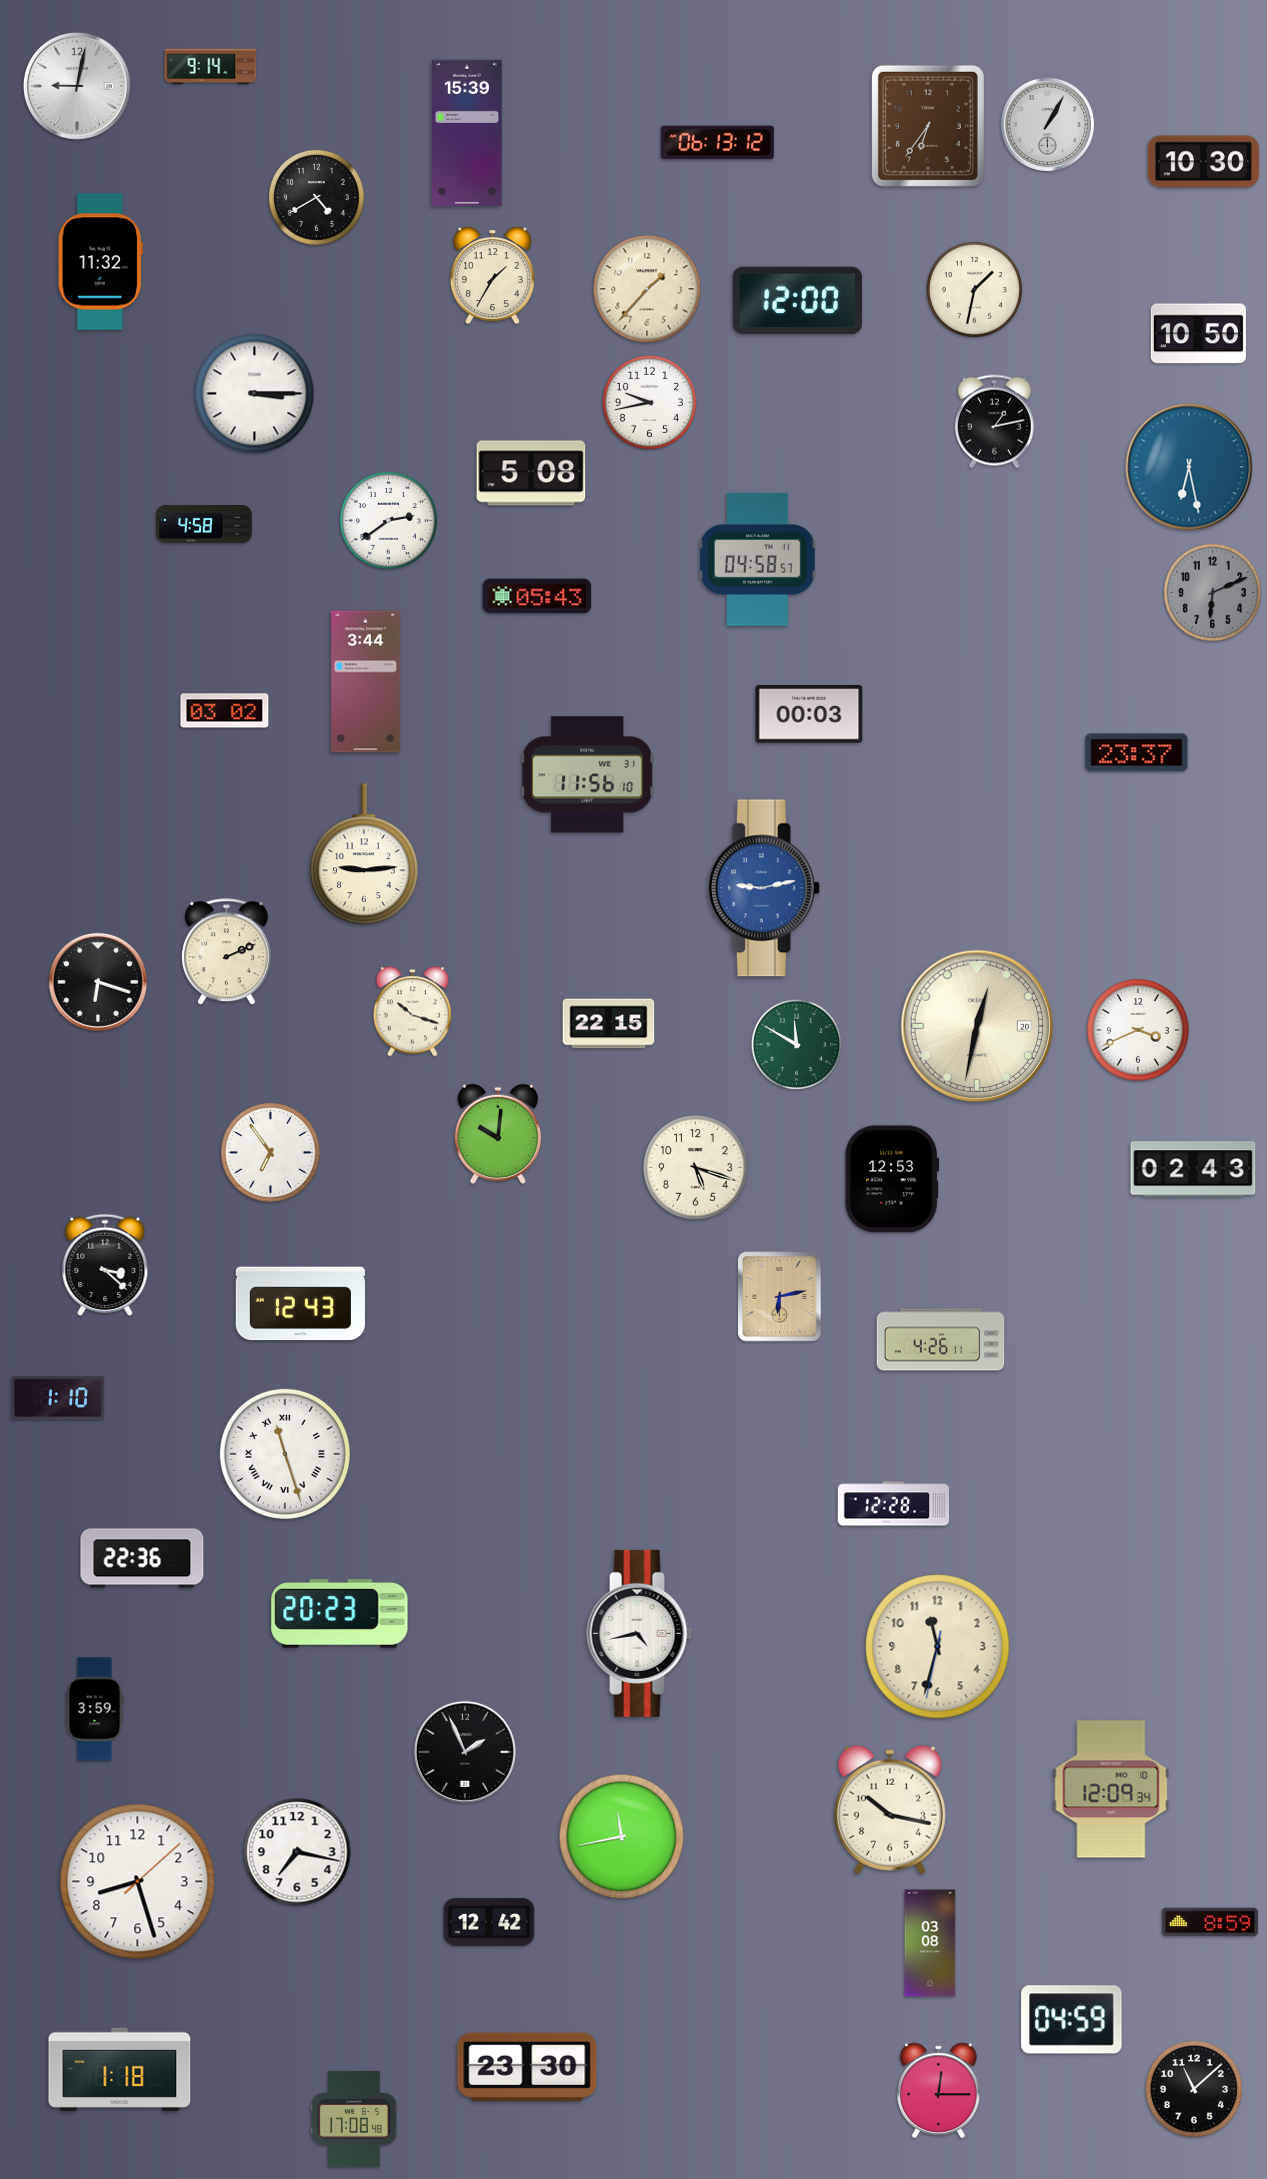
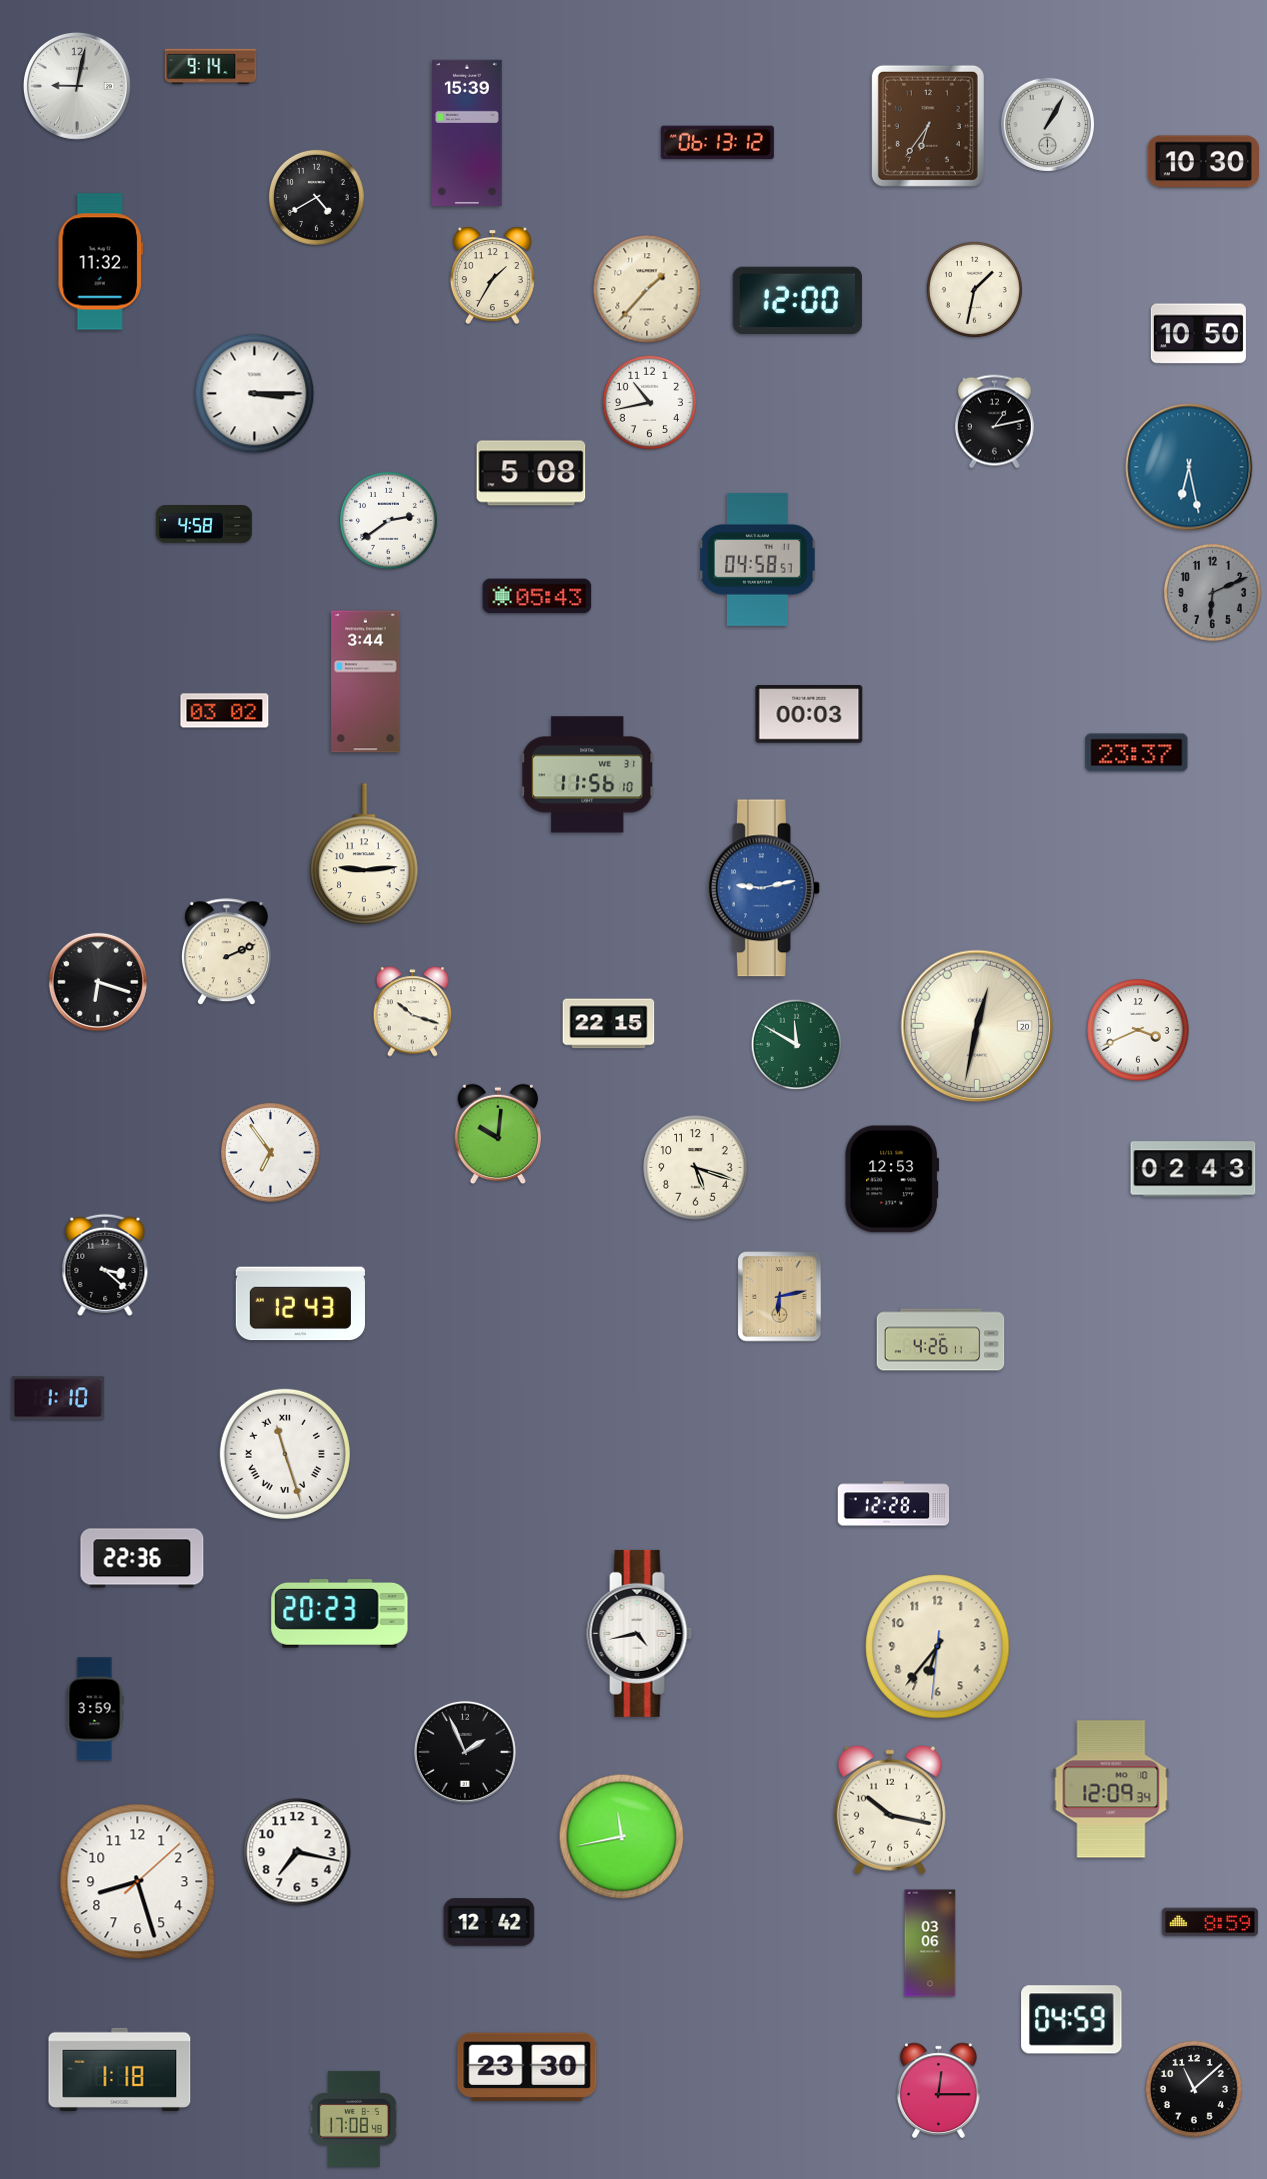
clock at (649, 402): 9:43 -> 10:43
clock at (938, 1647): 11:32 -> 6:36
clock at (930, 1943): 03:08 -> 03:06
